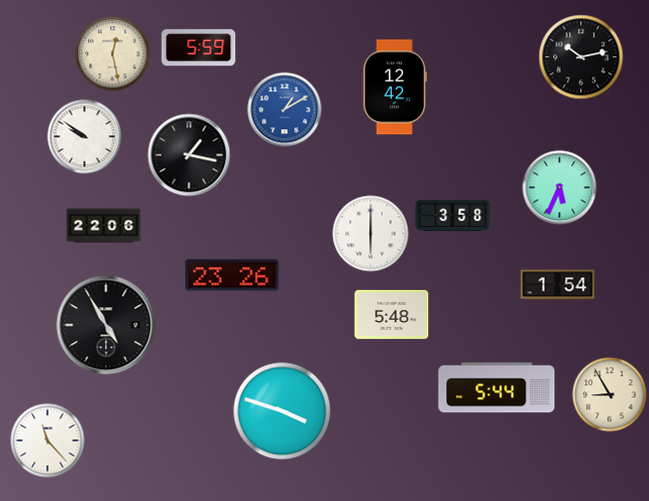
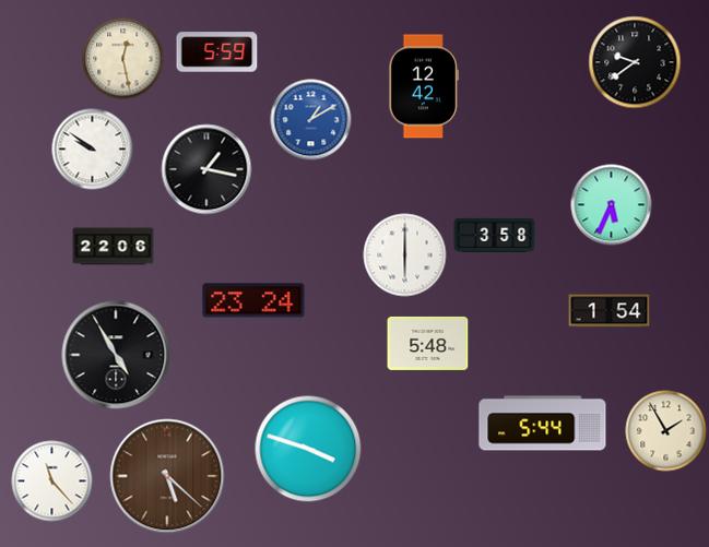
clock at (581, 57): 10:13 -> 9:39
clock at (395, 87) position: (395, 87) -> (424, 86)
clock at (232, 275): 23:26 -> 23:24
clock at (610, 395): 8:55 -> 1:55
clock at (167, 476): none -> 5:22
